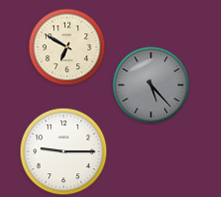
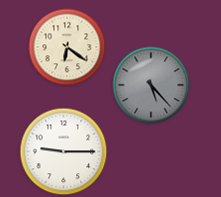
clock at (67, 47): 6:50 -> 6:21
